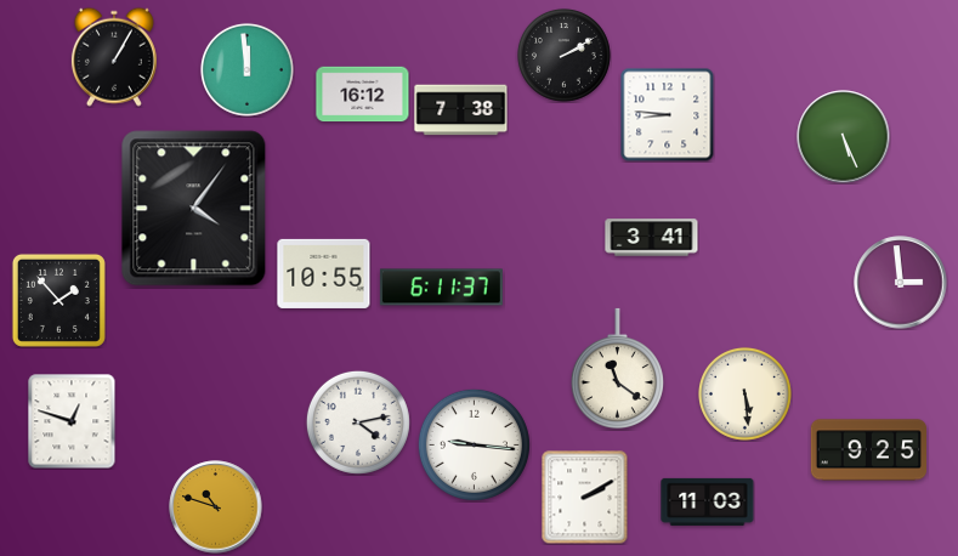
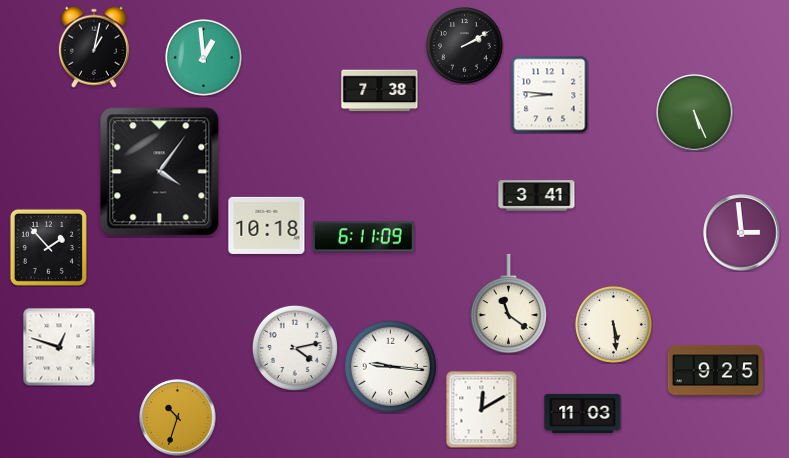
clock at (114, 57): 1:05 -> 1:02
clock at (246, 69): 11:59 -> 12:59
clock at (363, 95): 16:12 -> none
clock at (324, 273): 10:55 -> 10:18
clock at (441, 288): 6:11:37 -> 6:11:09
clock at (585, 497): 2:10 -> 12:10
clock at (216, 507): 10:48 -> 10:33
